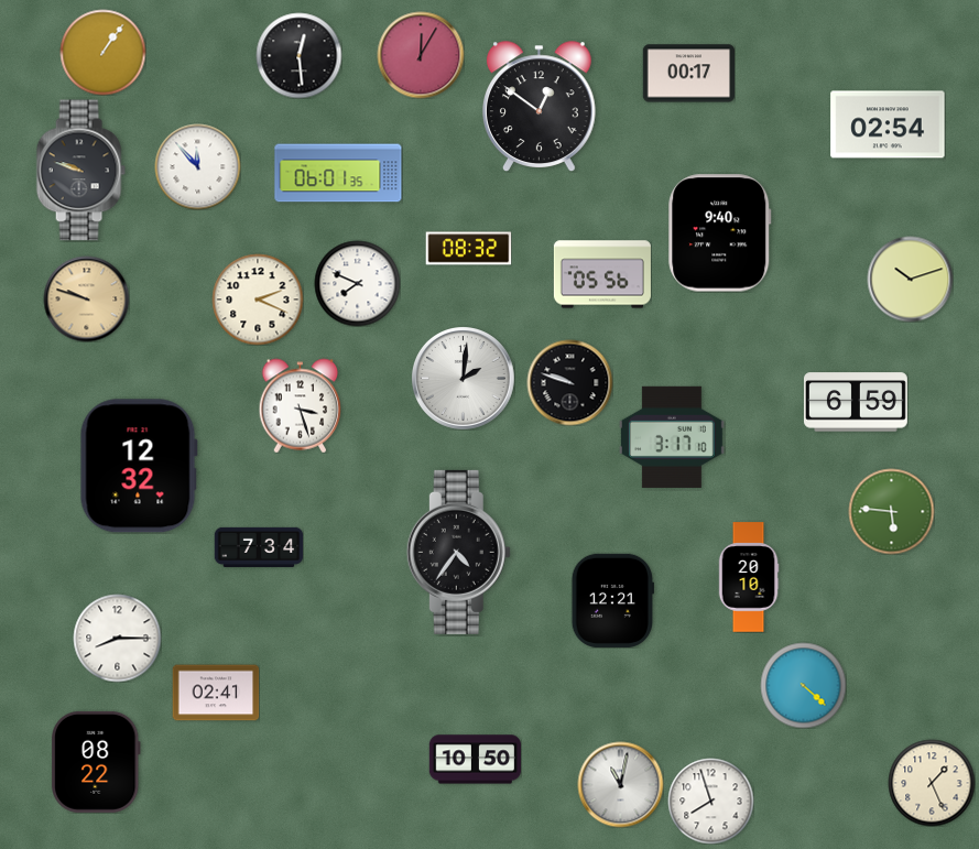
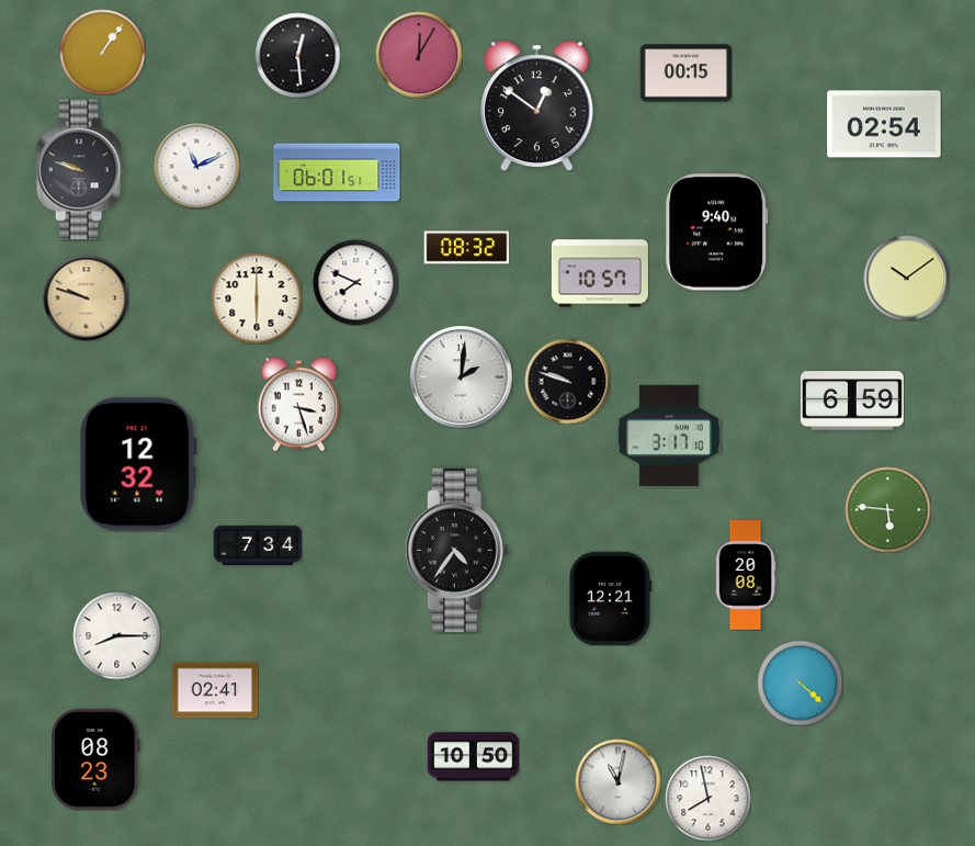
clock at (688, 74): 00:17 -> 00:15
clock at (197, 166): 11:53 -> 11:11
clock at (338, 173): 06:01:35 -> 06:01:51
clock at (602, 274): 05:56 -> 10:57
clock at (910, 279): 10:12 -> 10:09
clock at (258, 300): 2:19 -> 6:00
clock at (749, 577): 20:10 -> 20:08
clock at (96, 762): 08:22 -> 08:23
clock at (932, 783): 1:26 -> none
clock at (710, 801): 7:57 -> 7:58
